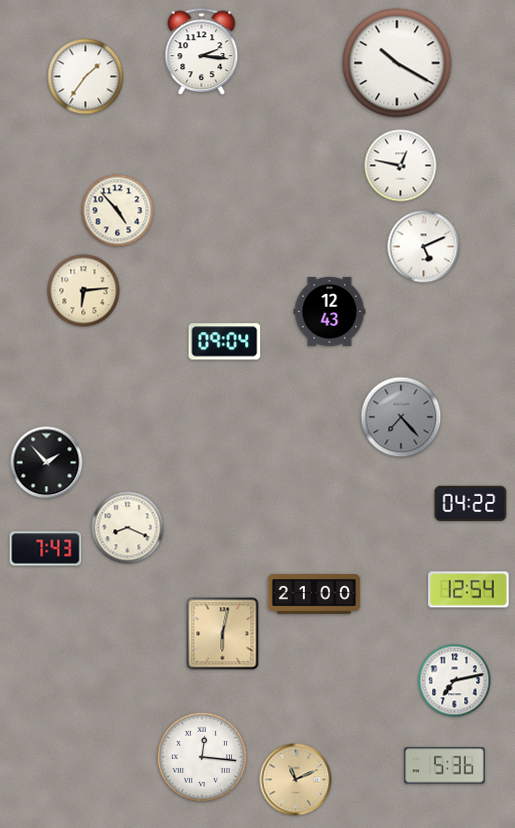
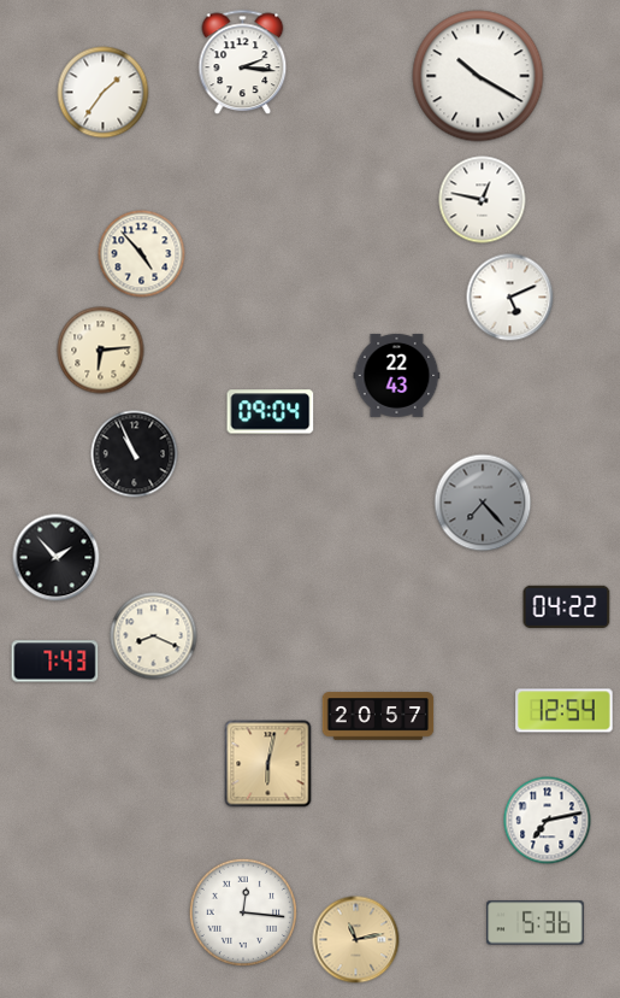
clock at (330, 311): 12:43 -> 22:43
clock at (135, 454): none -> 10:56
clock at (314, 594): 21:00 -> 20:57
clock at (296, 780): 11:11 -> 11:13
